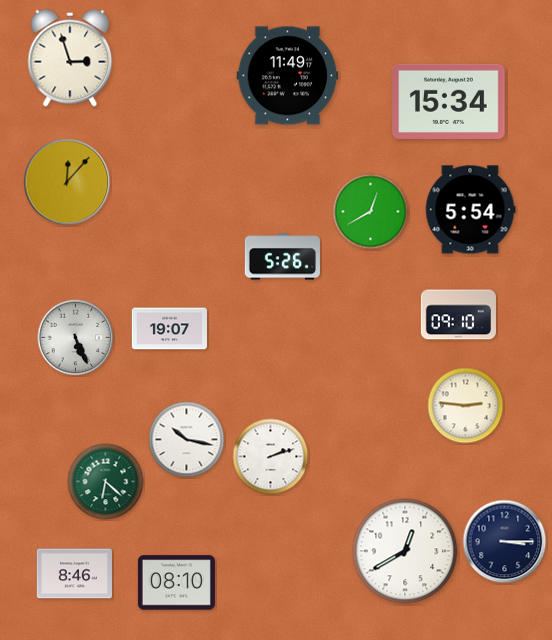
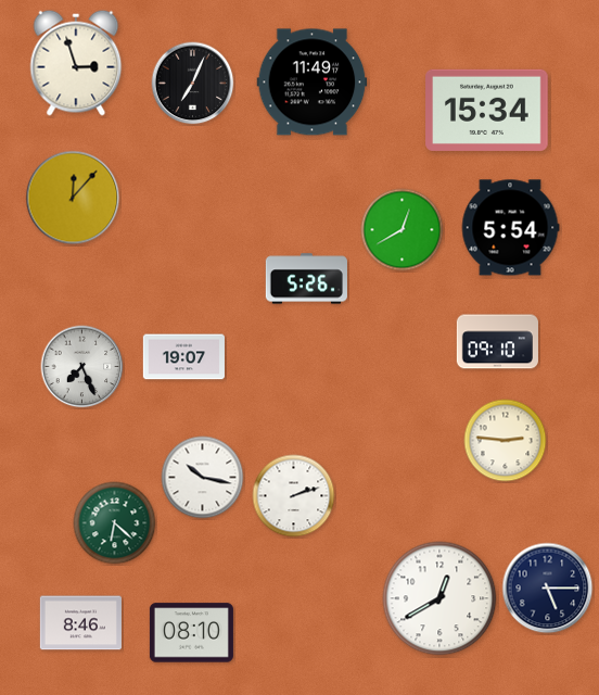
clock at (193, 84): none -> 7:04
clock at (76, 338): 5:26 -> 7:26
clock at (505, 542): 3:15 -> 5:15
